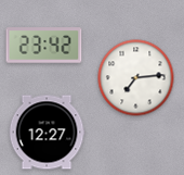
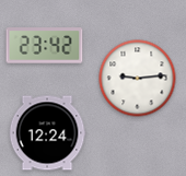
clock at (136, 78): 7:14 -> 9:14
clock at (47, 133): 12:27 -> 12:24
